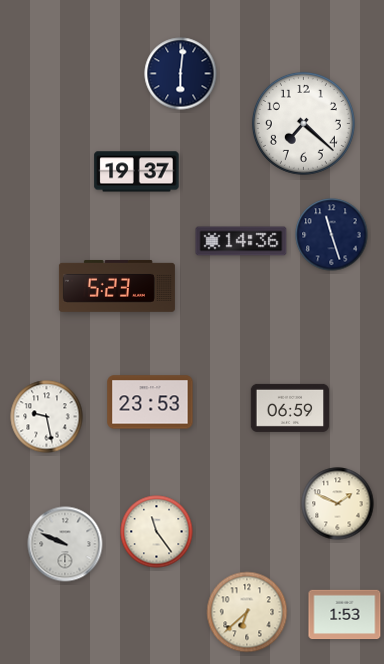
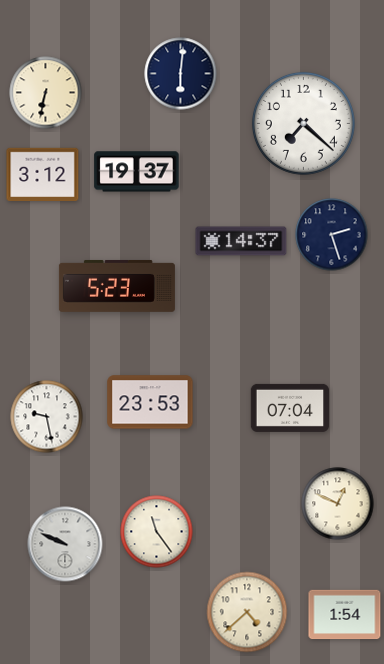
clock at (46, 93): none -> 6:32
clock at (43, 174): none -> 3:12
clock at (332, 235): 11:27 -> 2:27
clock at (241, 241): 14:36 -> 14:37
clock at (290, 408): 06:59 -> 07:04
clock at (338, 504): 1:49 -> 12:49
clock at (247, 612): 6:38 -> 4:38
clock at (345, 615): 1:53 -> 1:54
